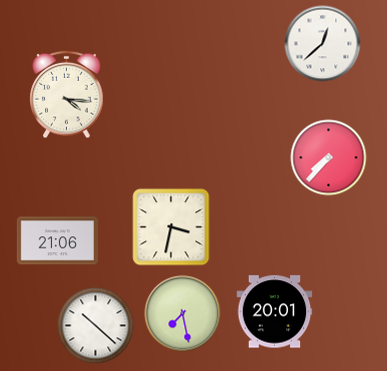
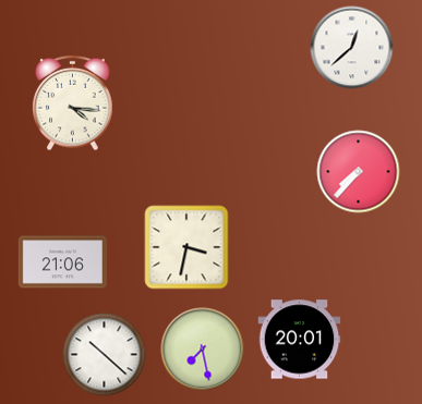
clock at (183, 314) position: (183, 314) -> (203, 350)
